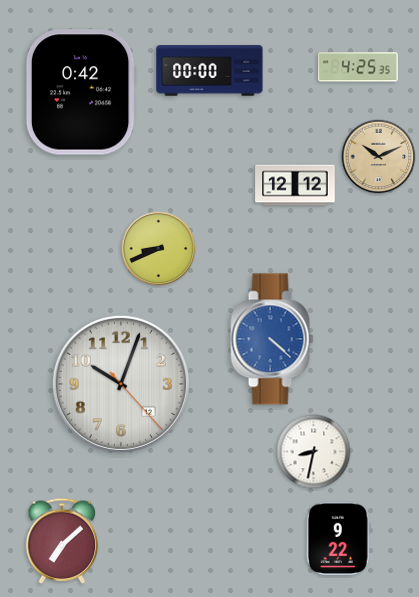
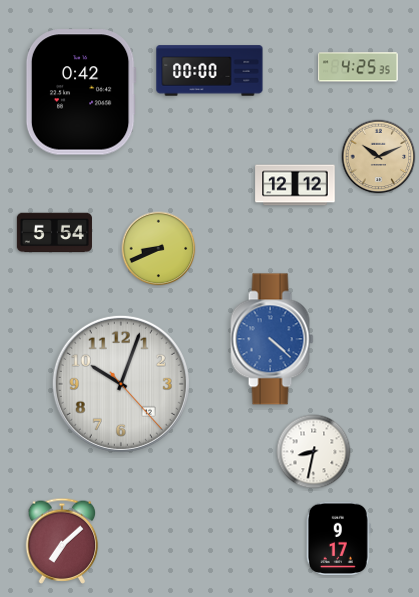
clock at (54, 233): none -> 5:54
clock at (338, 539): 9:22 -> 9:17
